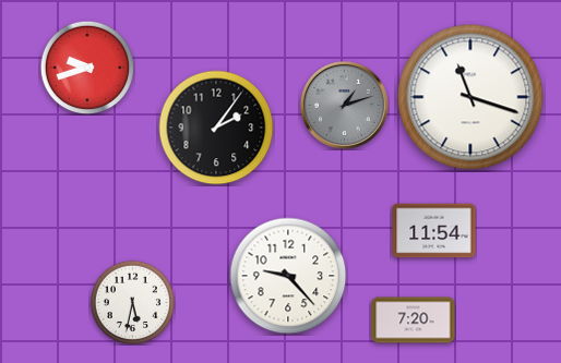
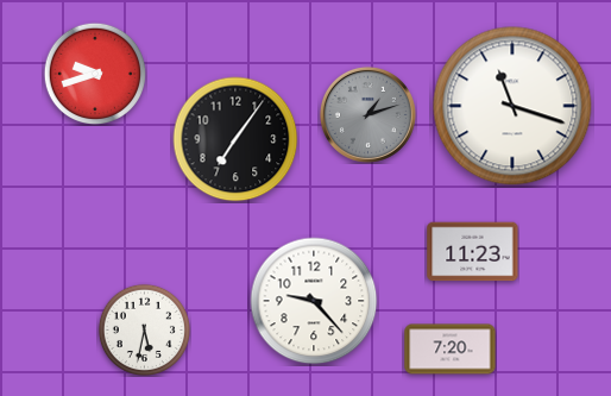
clock at (344, 105) position: (344, 105) -> (367, 114)
clock at (216, 128): 2:06 -> 7:06
clock at (434, 231): 11:54 -> 11:23
